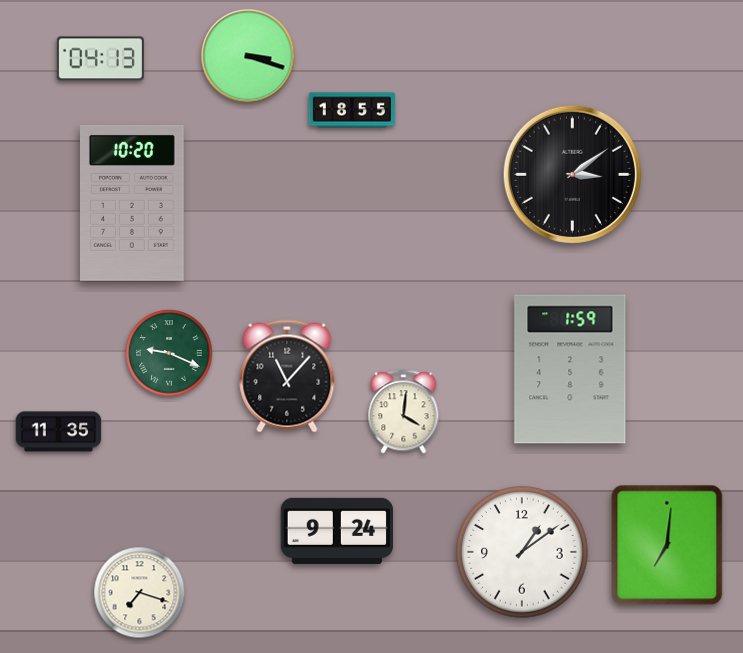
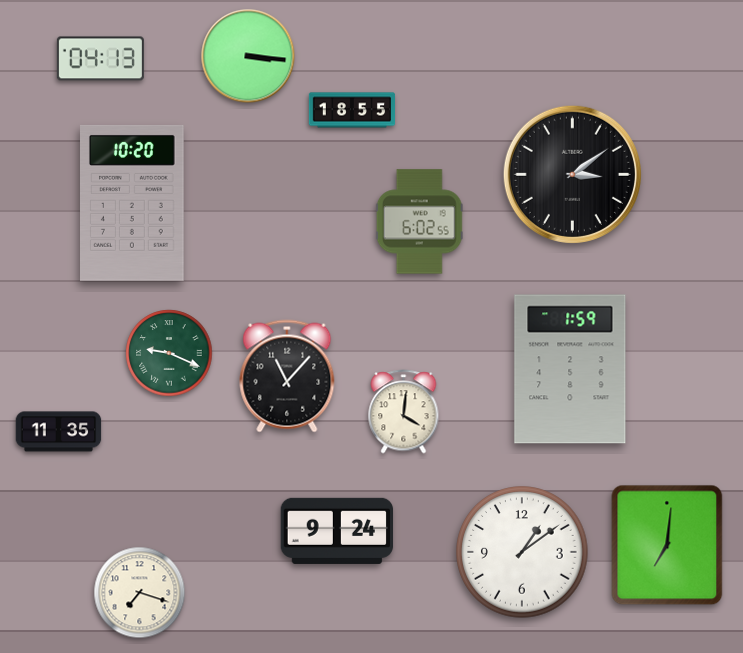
clock at (248, 56): 3:18 -> 3:16
clock at (419, 222): none -> 6:02
